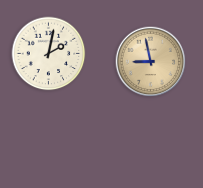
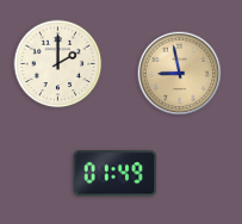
clock at (49, 54): 2:02 -> 2:00
clock at (116, 174): none -> 01:49
